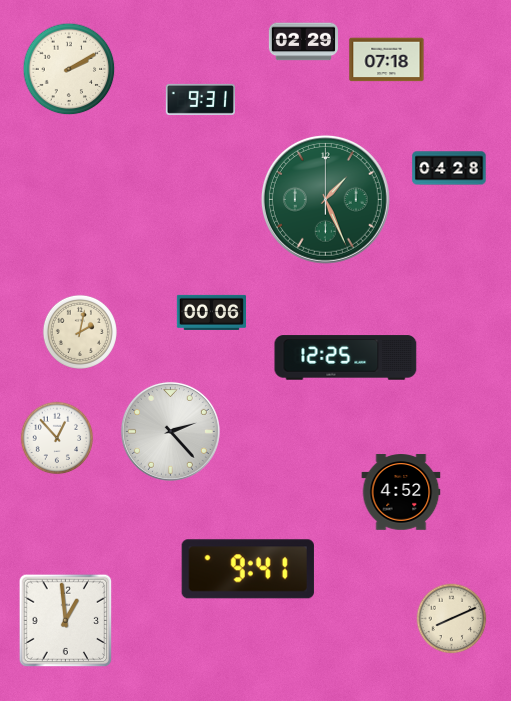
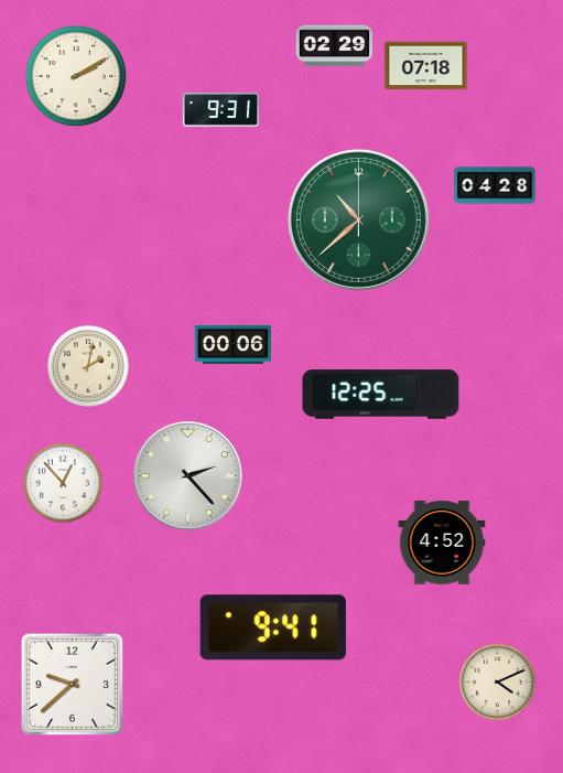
clock at (325, 199): 1:26 -> 10:38
clock at (452, 619): 8:11 -> 4:11
clock at (66, 621): 12:59 -> 9:38
